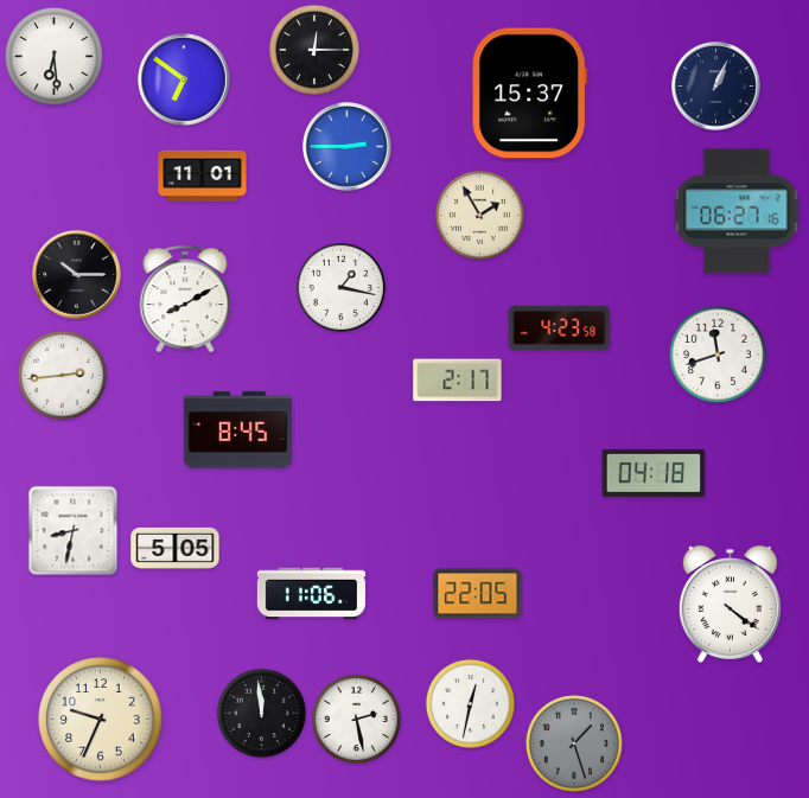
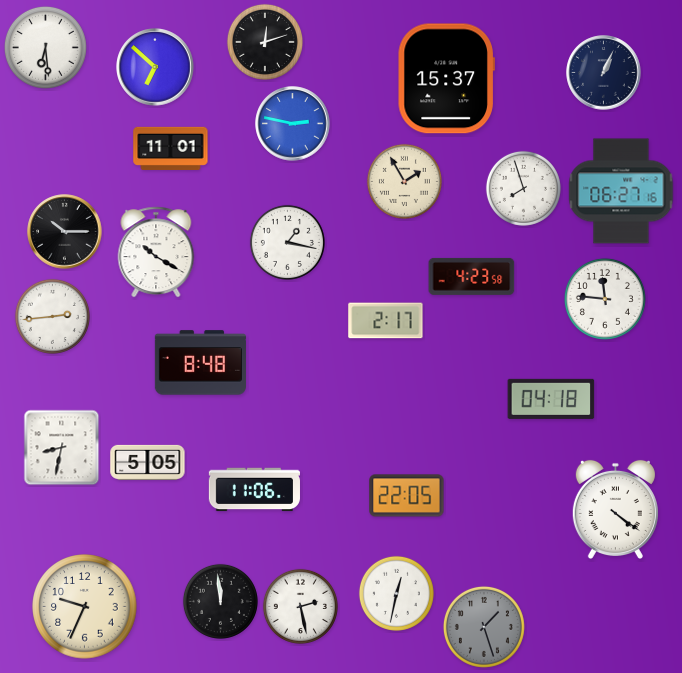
clock at (314, 50): 12:15 -> 12:12
clock at (184, 79): 6:51 -> 6:52
clock at (348, 147): 2:45 -> 2:47
clock at (737, 211) position: (737, 211) -> (621, 191)
clock at (523, 188): none -> 7:57
clock at (185, 299): 8:10 -> 10:20
clock at (718, 355): 11:42 -> 11:46
clock at (237, 430): 8:45 -> 8:48
clock at (311, 594) position: (311, 594) -> (254, 490)
clock at (478, 594) position: (478, 594) -> (407, 496)
